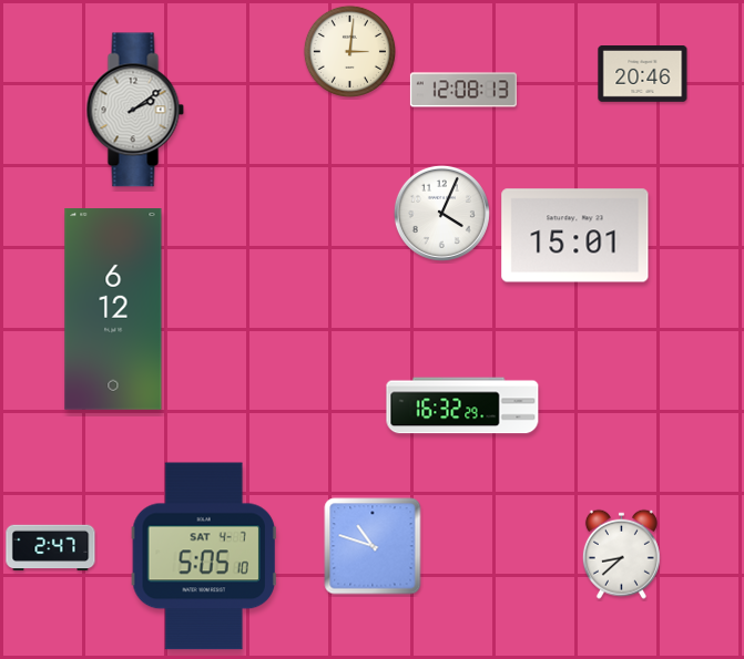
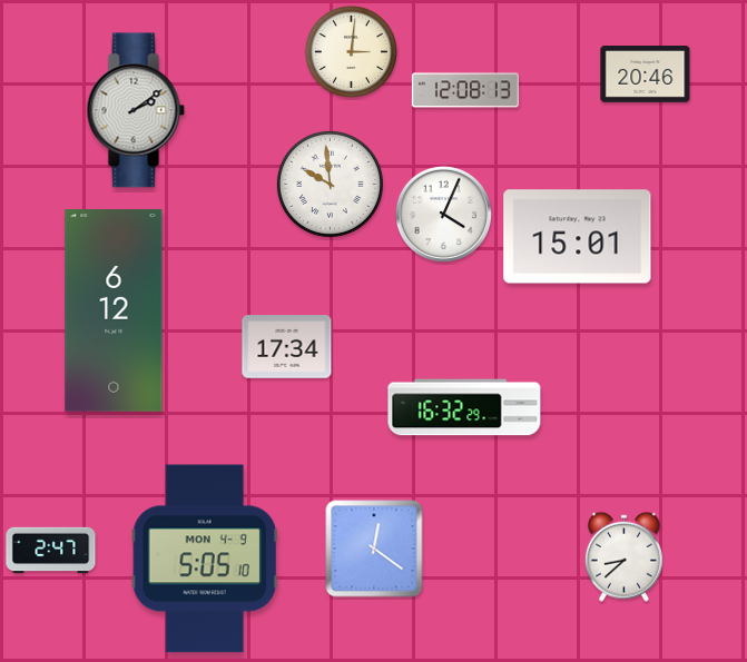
clock at (330, 184): none -> 9:59
clock at (287, 347): none -> 17:34
clock at (373, 546): 10:48 -> 12:21
clock at (204, 556) date: SAT 4-7 -> MON 4-9
